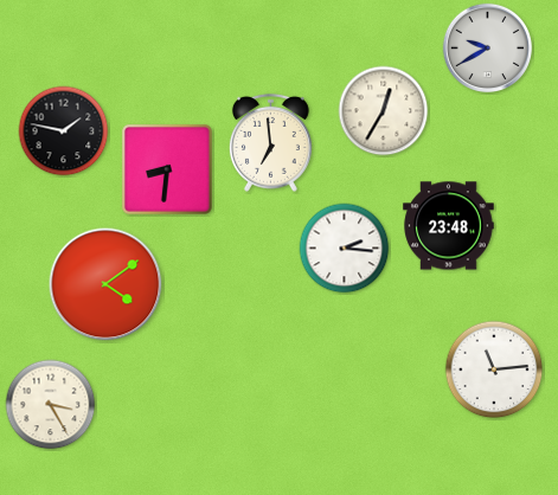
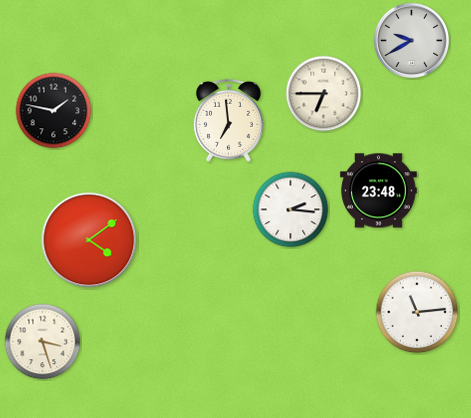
clock at (384, 111): 12:35 -> 6:45
clock at (168, 171): 8:31 -> none
clock at (51, 405): 3:25 -> 3:27
